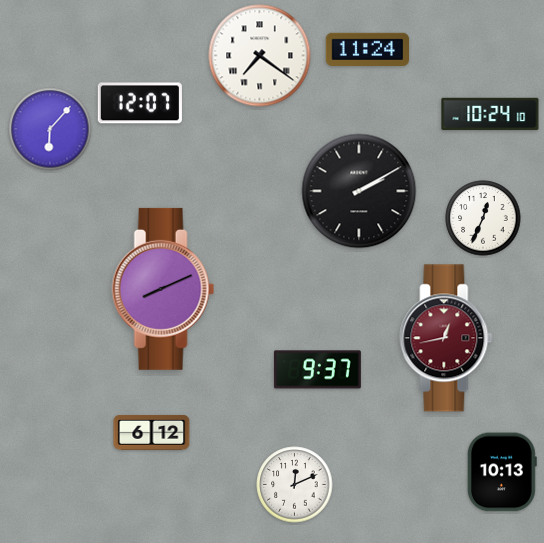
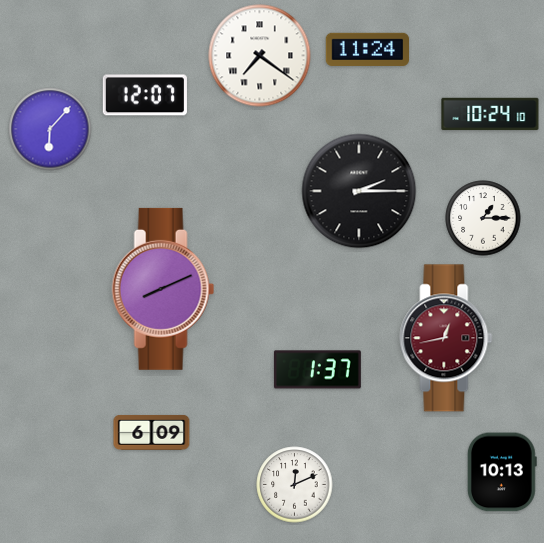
clock at (140, 103) position: (140, 103) -> (145, 95)
clock at (359, 191): 2:10 -> 2:15
clock at (483, 218): 12:34 -> 1:15
clock at (317, 370): 9:37 -> 1:37
clock at (152, 432): 6:12 -> 6:09
